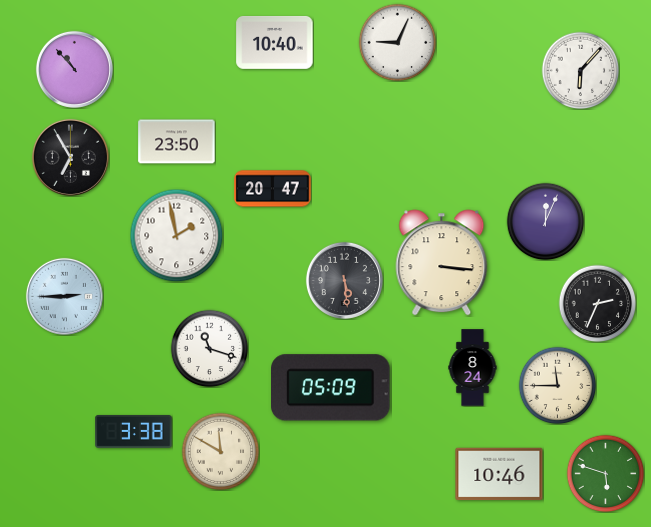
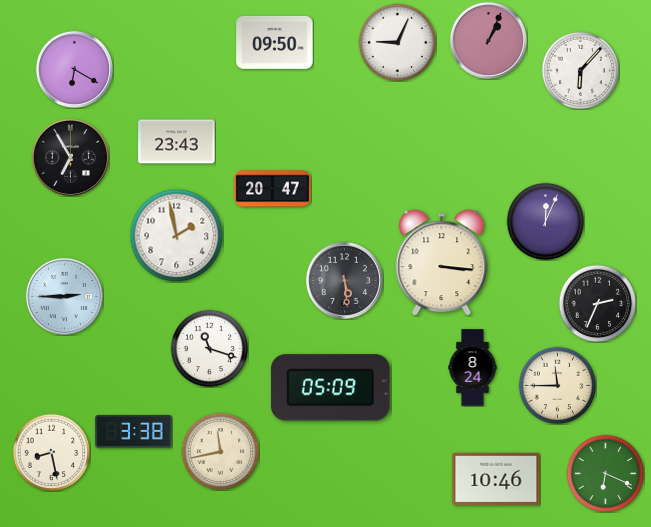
clock at (488, 40): none -> 1:04
clock at (275, 42): 10:40 -> 09:50
clock at (74, 69): 10:53 -> 6:20
clock at (177, 142): 23:50 -> 23:43
clock at (220, 451): 11:50 -> 11:43
clock at (51, 452): none -> 8:28
clock at (605, 473): 5:48 -> 6:19
clock at (499, 474) position: (499, 474) -> (496, 479)
